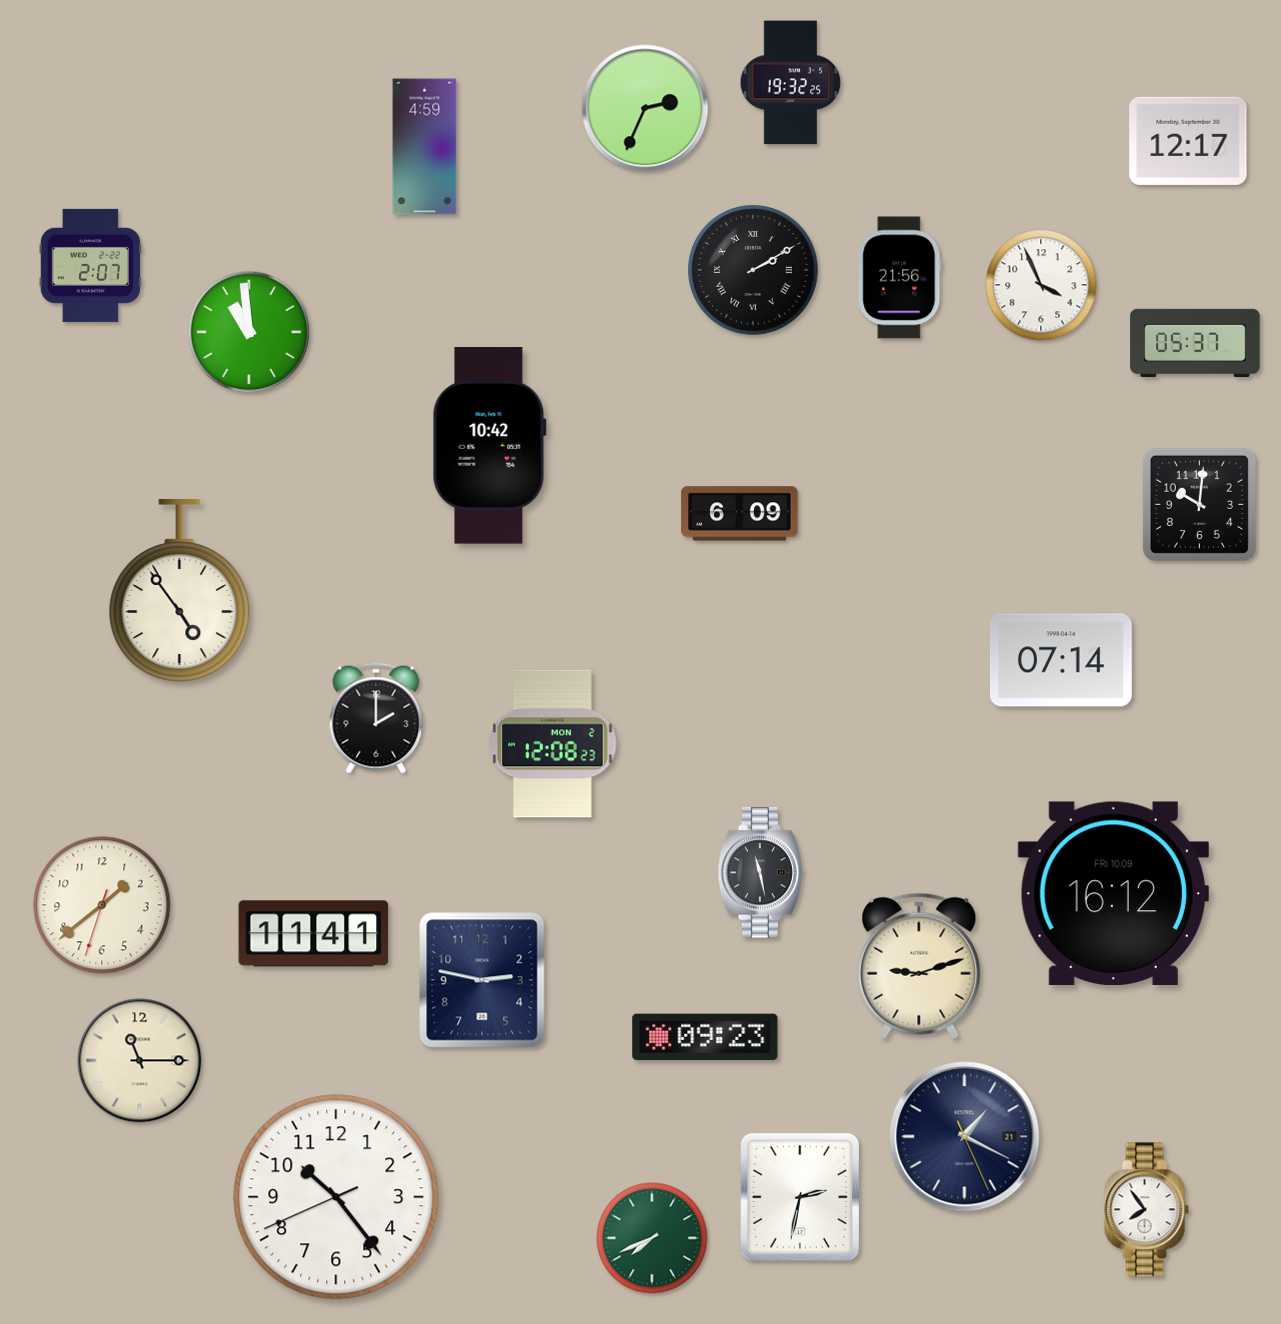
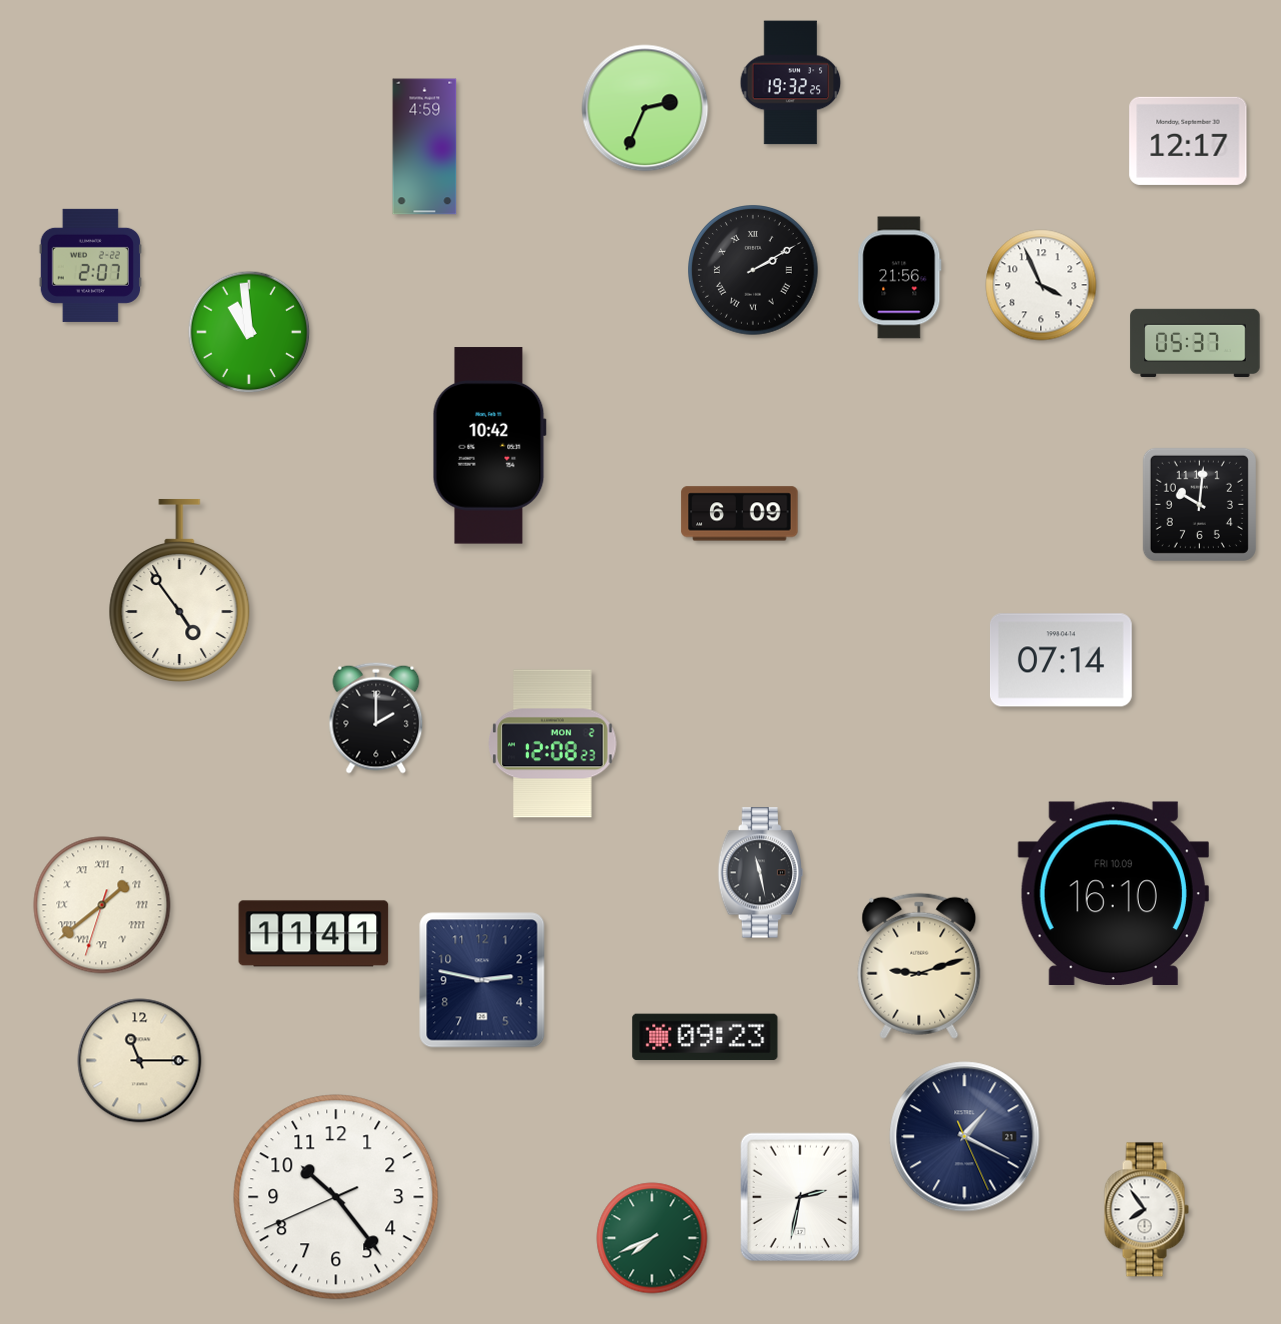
clock at (1113, 893): 16:12 -> 16:10
clock at (102, 905) numerals: Arabic -> Roman
